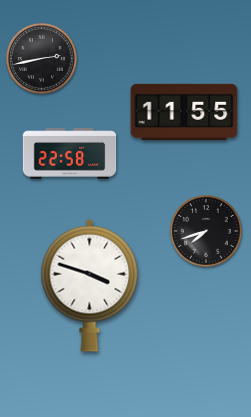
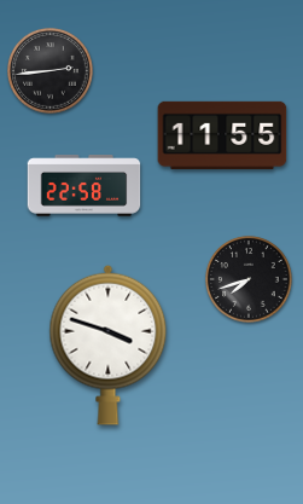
clock at (42, 59): 2:43 -> 2:44
